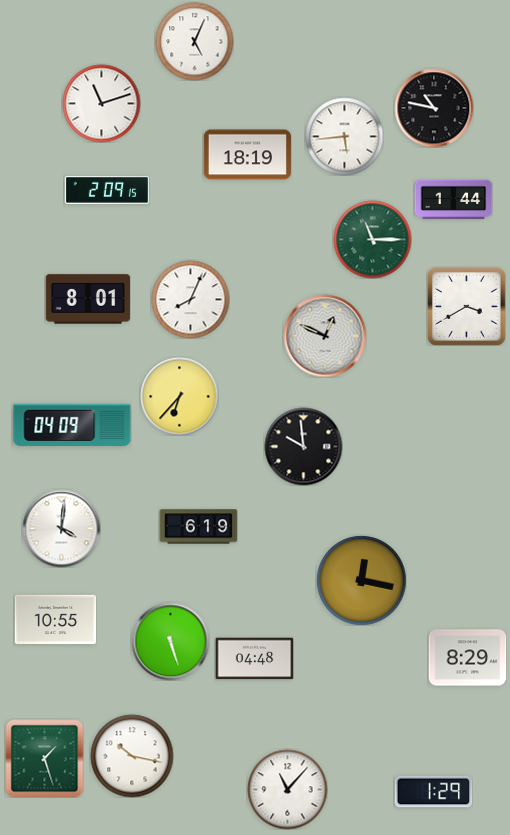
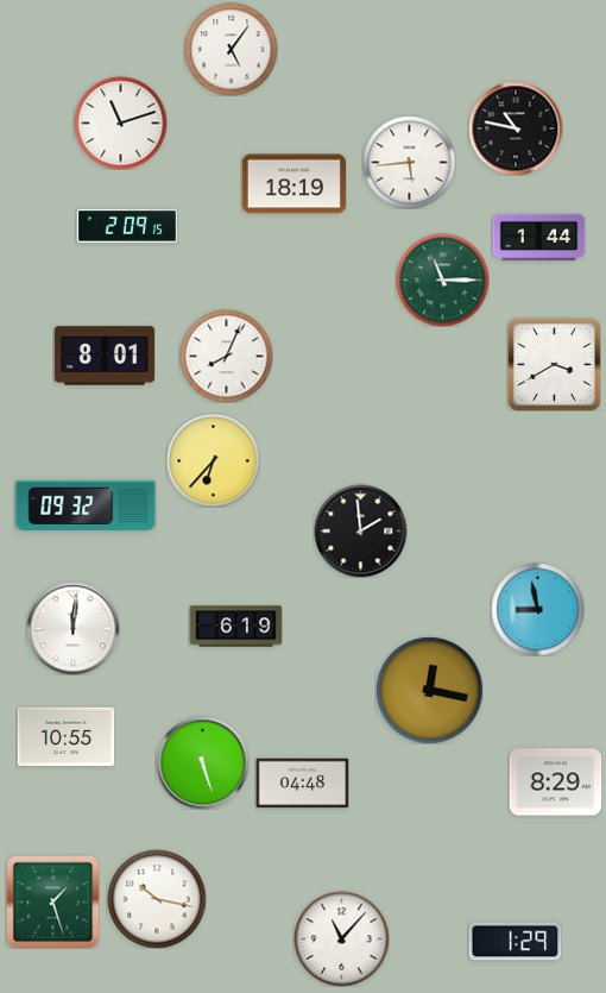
clock at (194, 41): 5:04 -> 5:06
clock at (372, 239) position: (372, 239) -> (442, 279)
clock at (325, 336): 12:49 -> none
clock at (179, 396) position: (179, 396) -> (213, 460)
clock at (72, 424): 04:09 -> 09:32
clock at (303, 446): 9:59 -> 1:59
clock at (537, 609): none -> 8:58
clock at (61, 528): 4:01 -> 12:01
